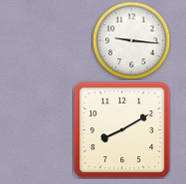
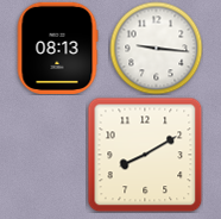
clock at (57, 48): none -> 08:13
